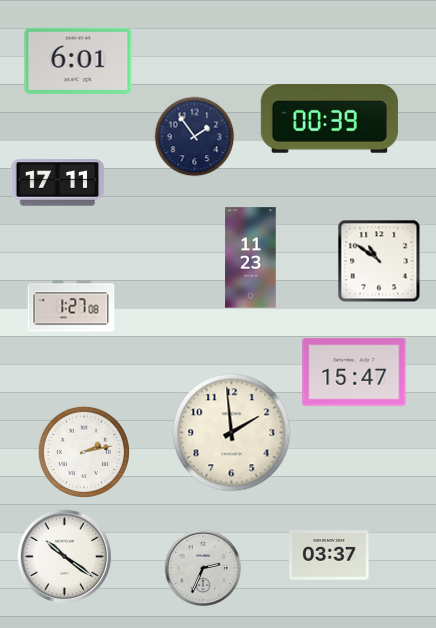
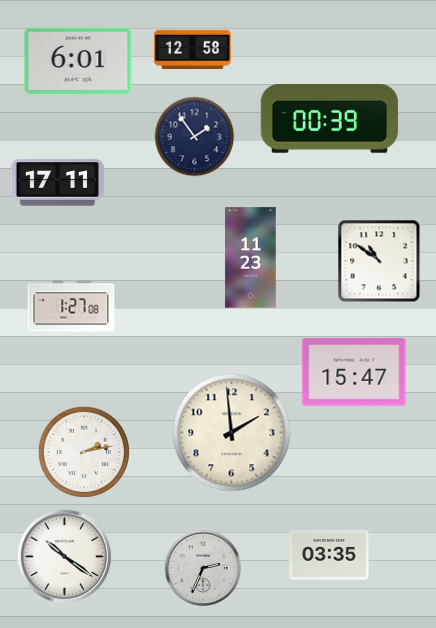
clock at (193, 50): none -> 12:58
clock at (329, 555): 03:37 -> 03:35
